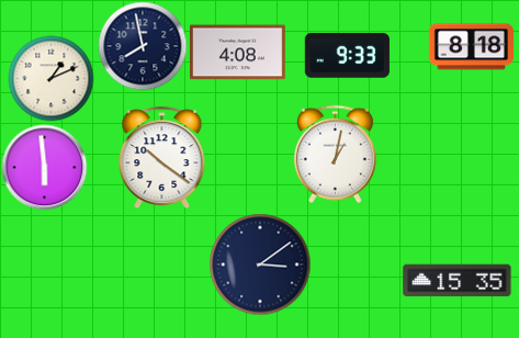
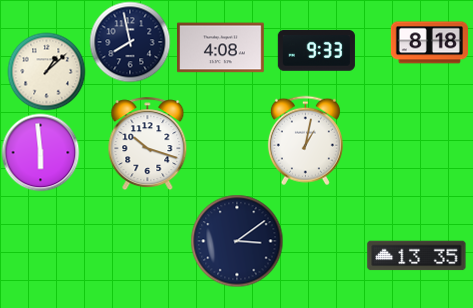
clock at (238, 53) position: (238, 53) -> (221, 48)
clock at (50, 78): 1:11 -> 1:08
clock at (162, 157): 10:21 -> 10:18
clock at (458, 281): 15:35 -> 13:35
